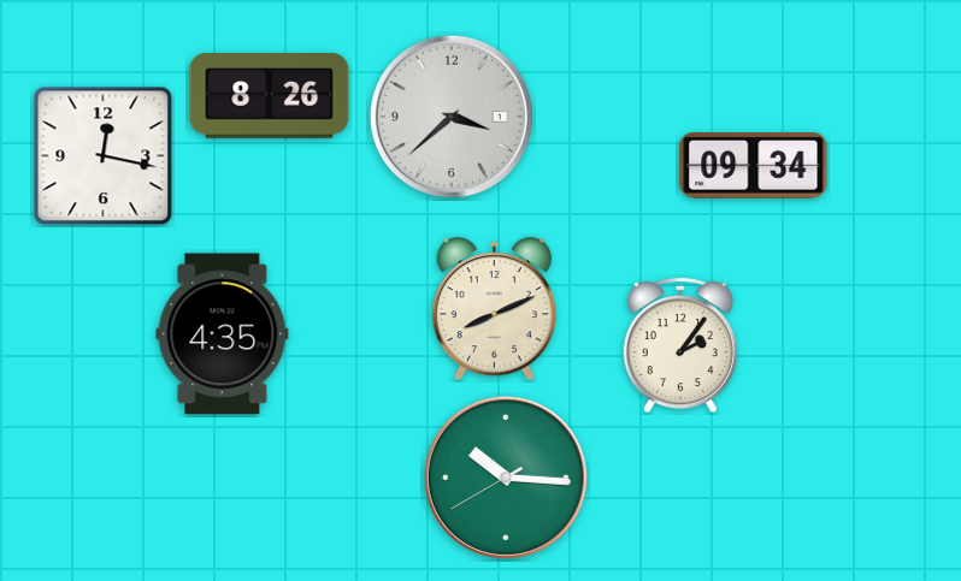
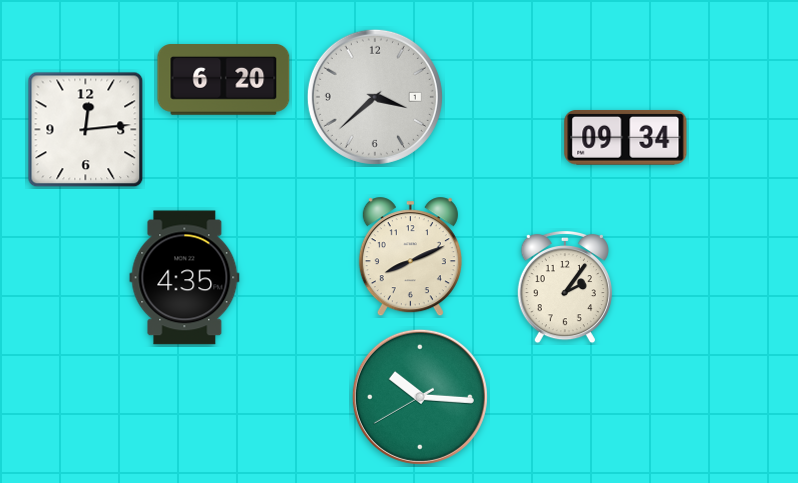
clock at (270, 96): 8:26 -> 6:20
clock at (104, 156): 12:17 -> 12:14
